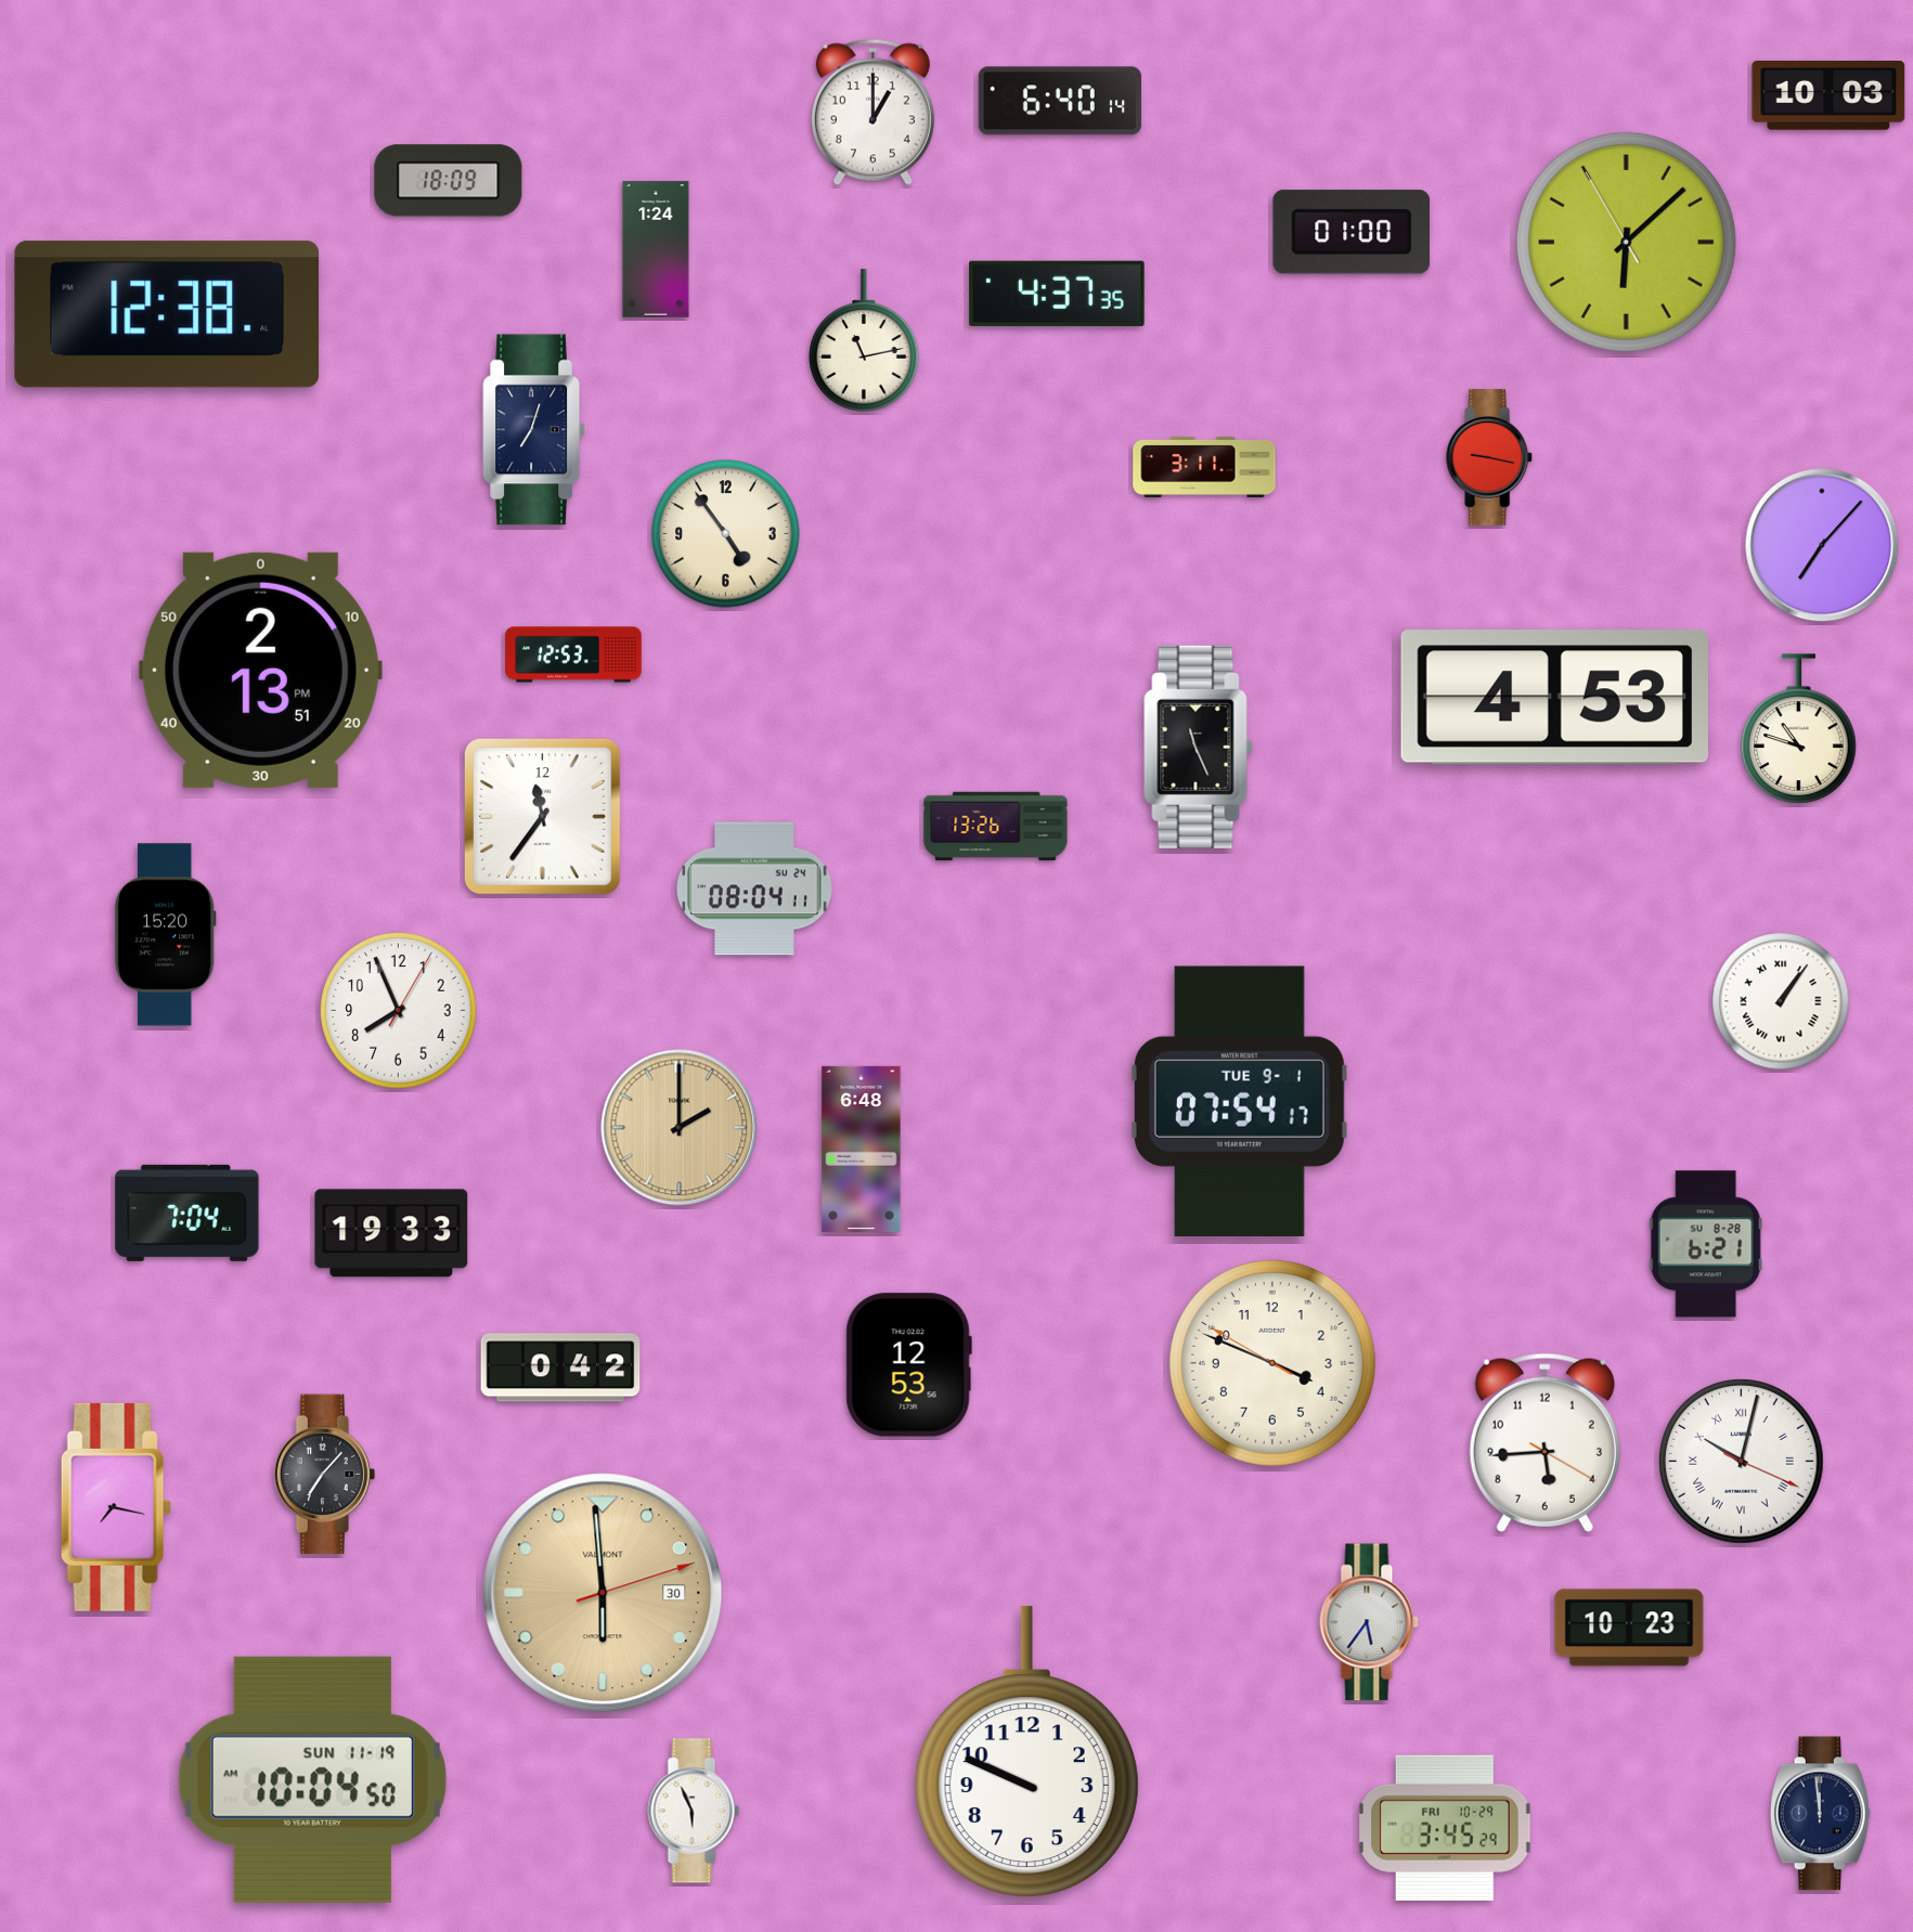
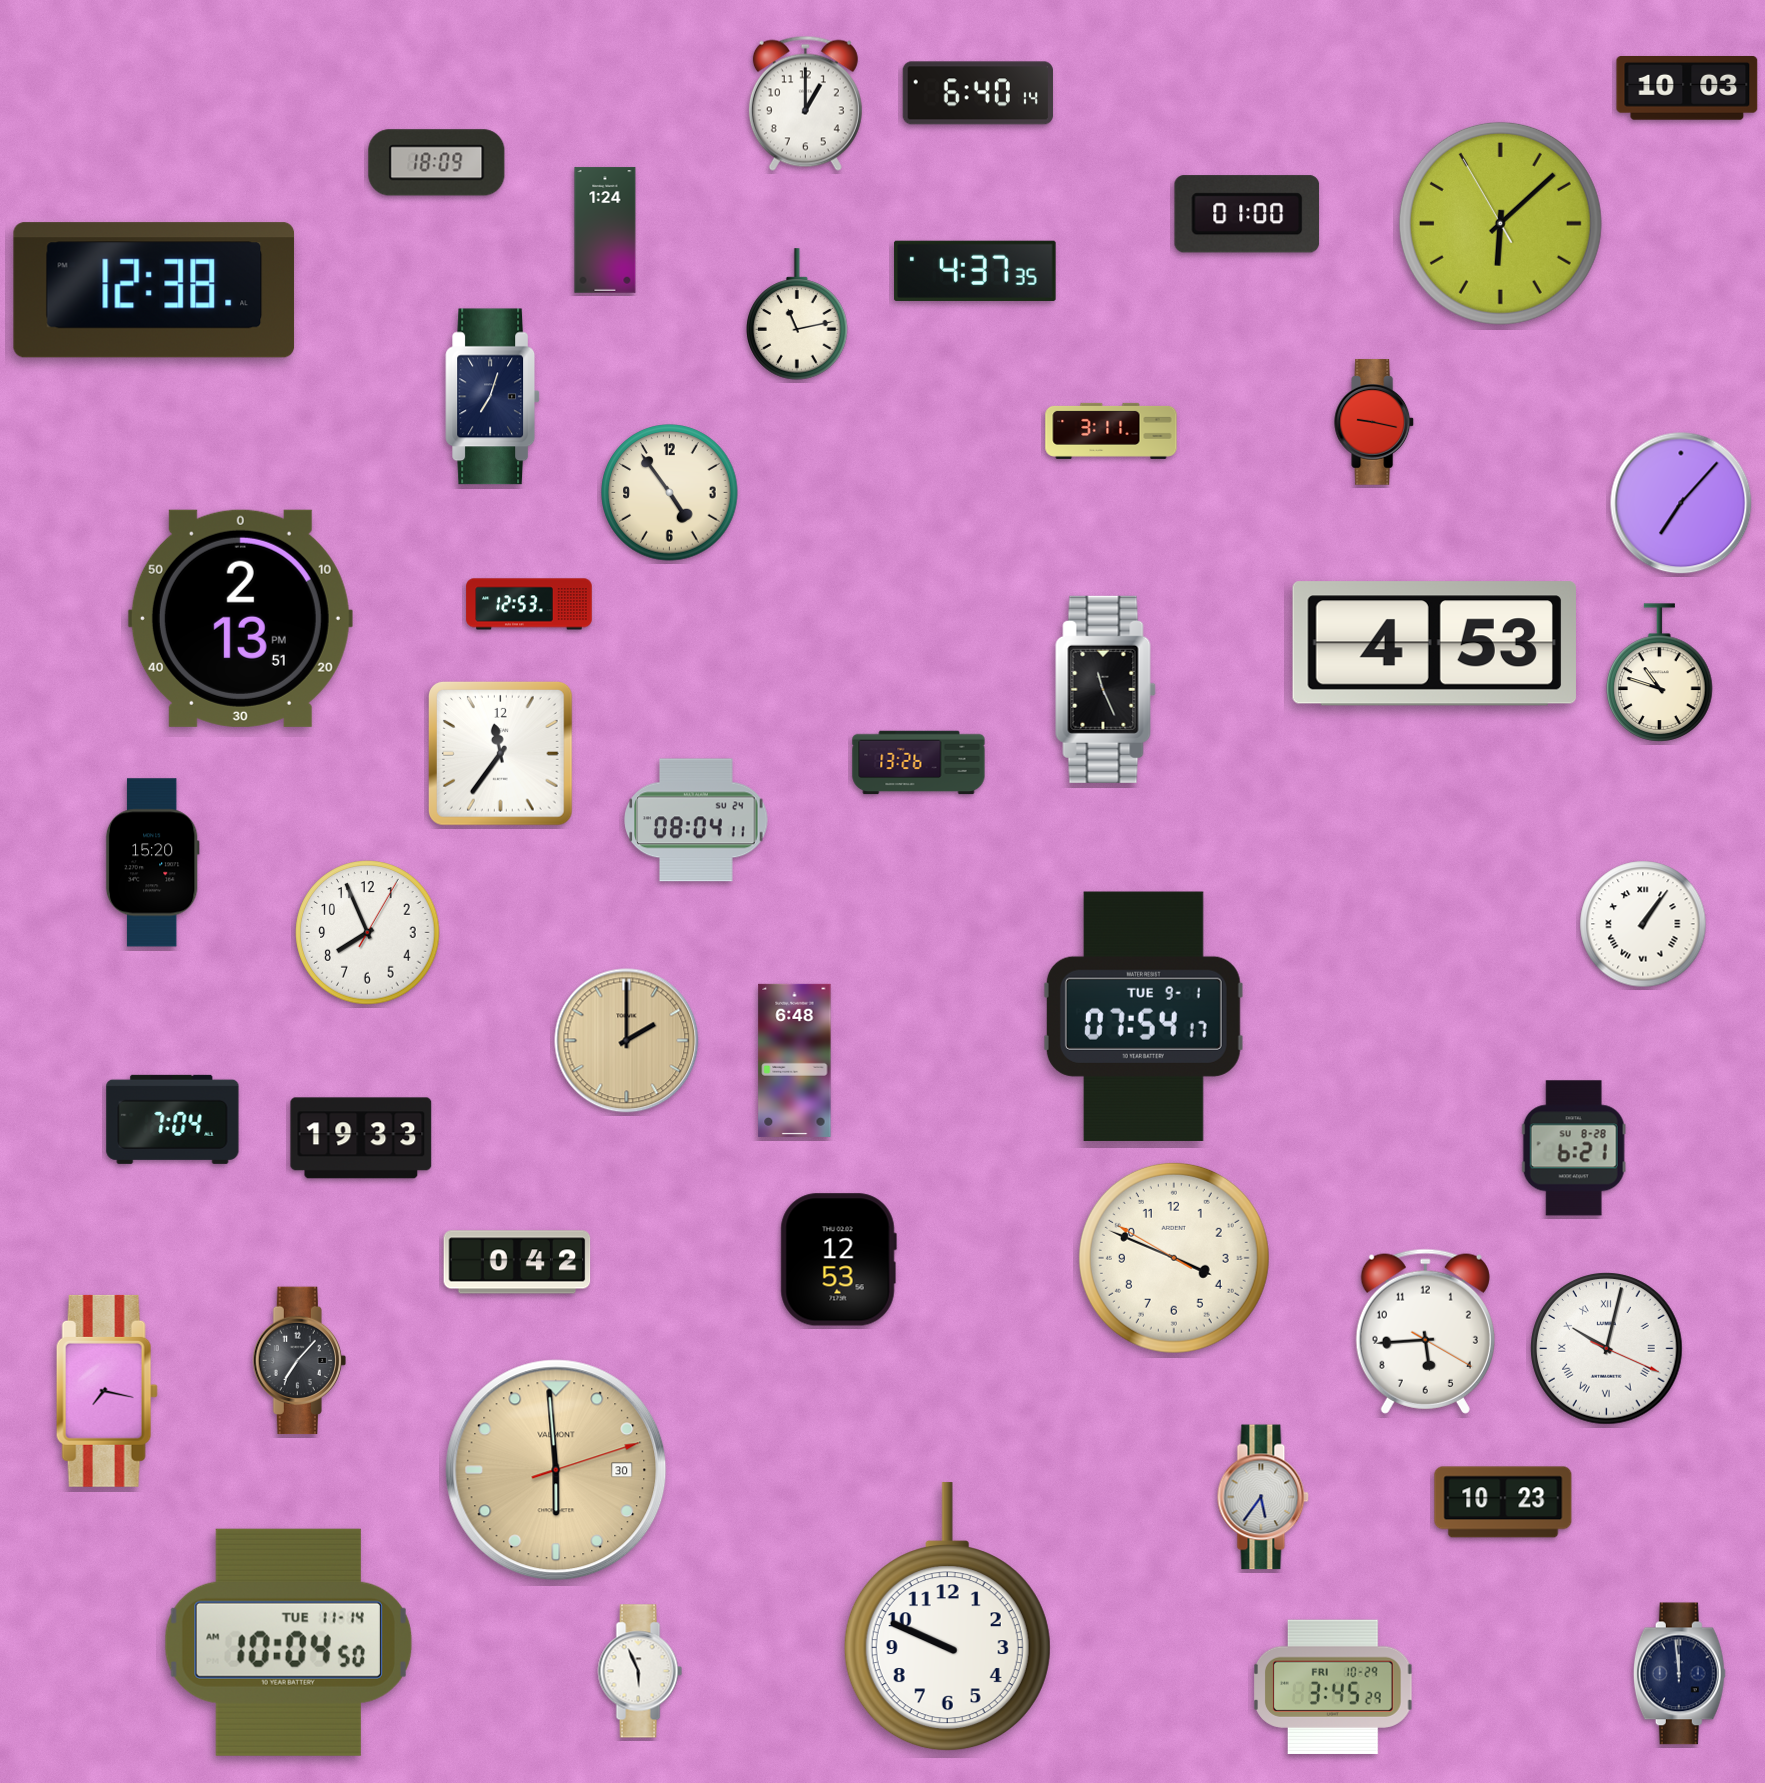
clock at (449, 181) position: (449, 181) -> (437, 163)
clock at (312, 1779) date: SUN 11-19 -> TUE 11-14
